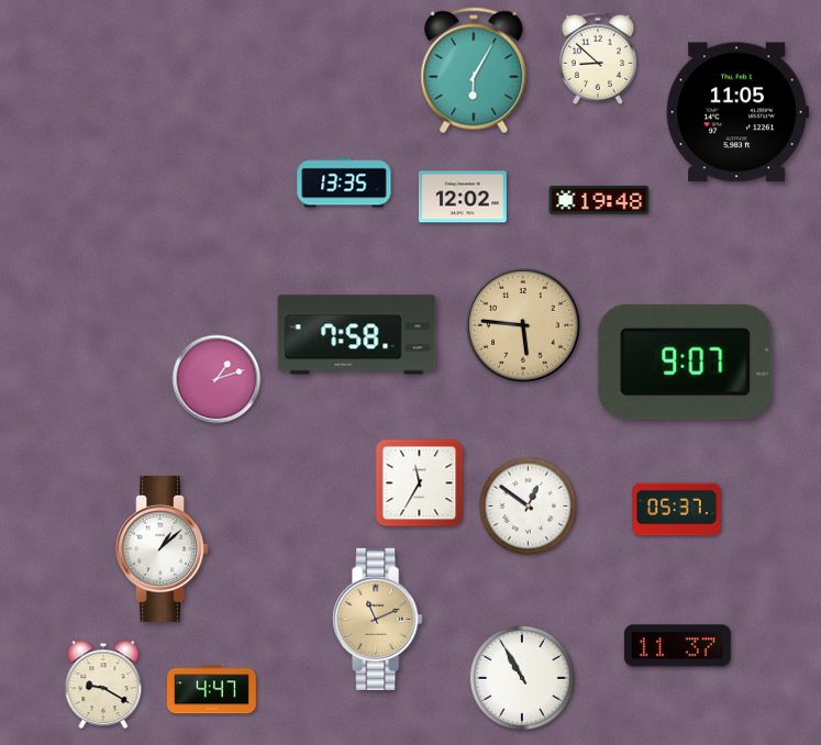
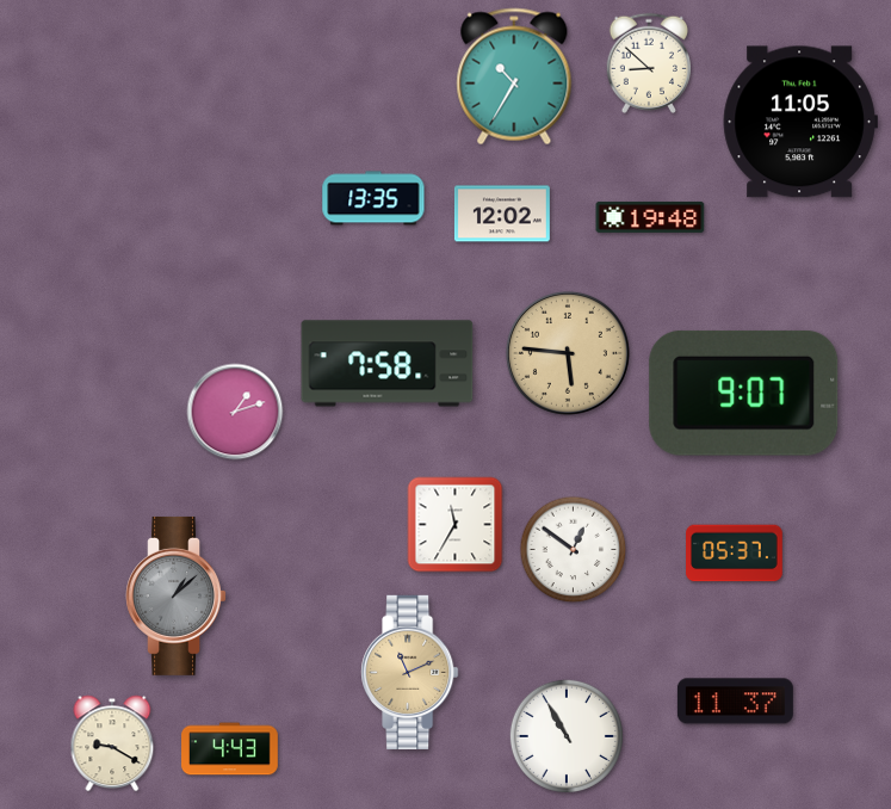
clock at (474, 70): 6:05 -> 10:35
clock at (162, 548) dial: white -> grey
clock at (212, 690): 4:47 -> 4:43
